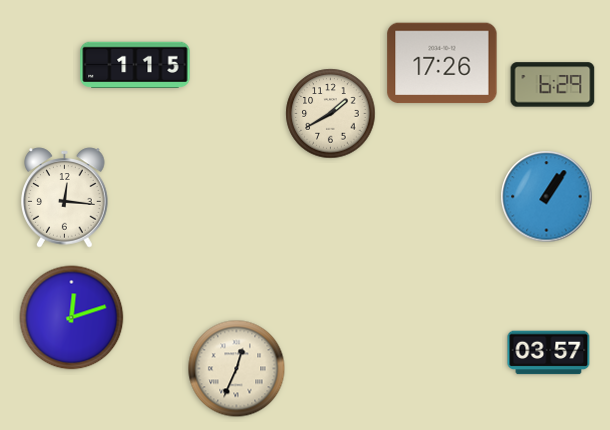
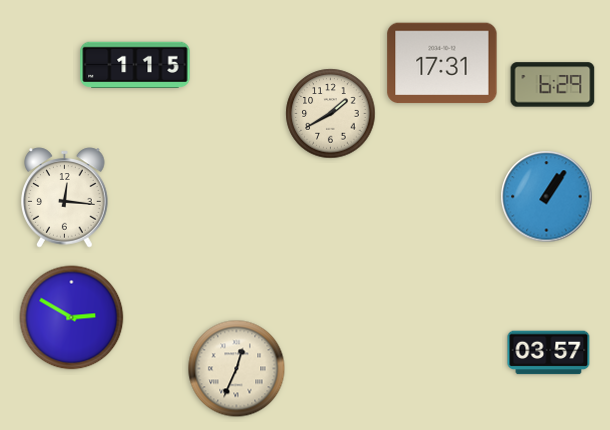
clock at (442, 63): 17:26 -> 17:31
clock at (72, 318): 12:12 -> 2:50
